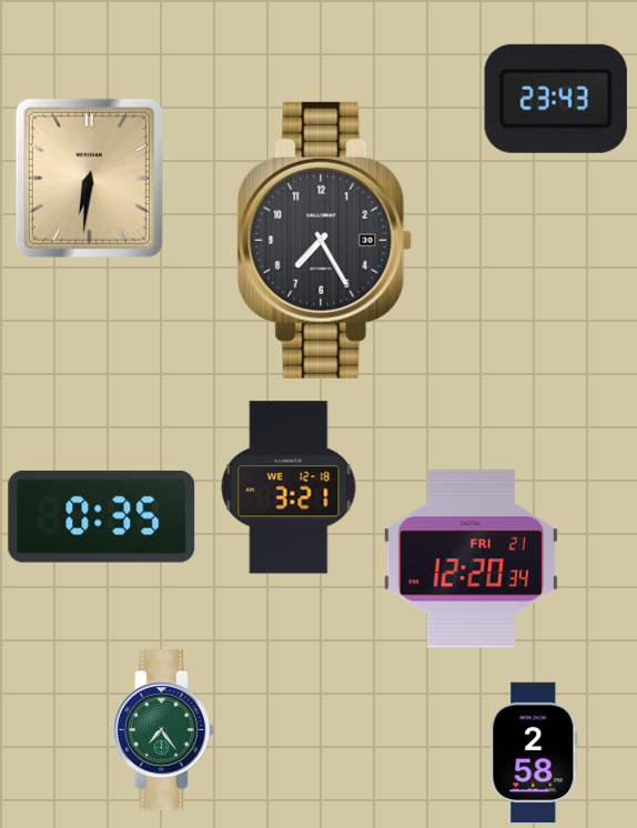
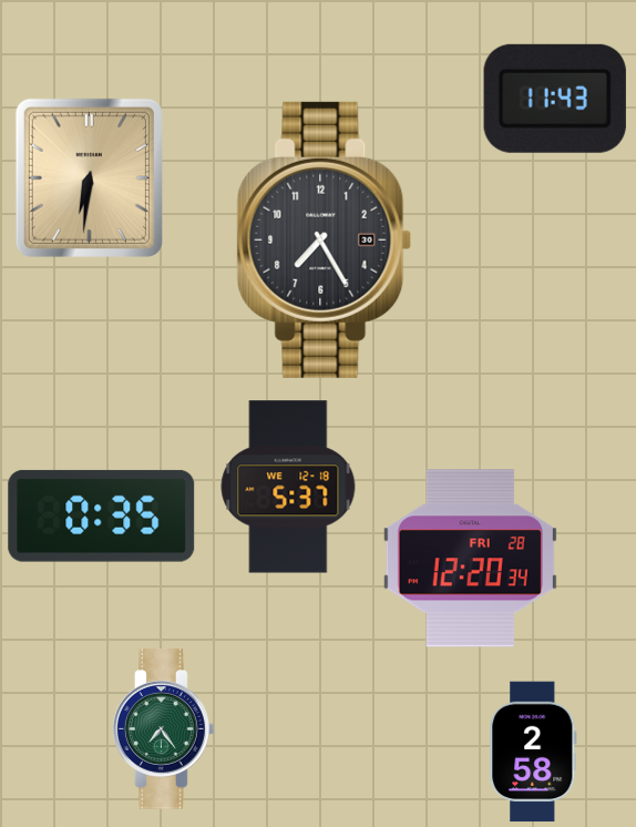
clock at (556, 99): 23:43 -> 11:43
clock at (289, 487): 3:21 -> 5:37
clock at (471, 559) date: FRI 21 -> FRI 28
